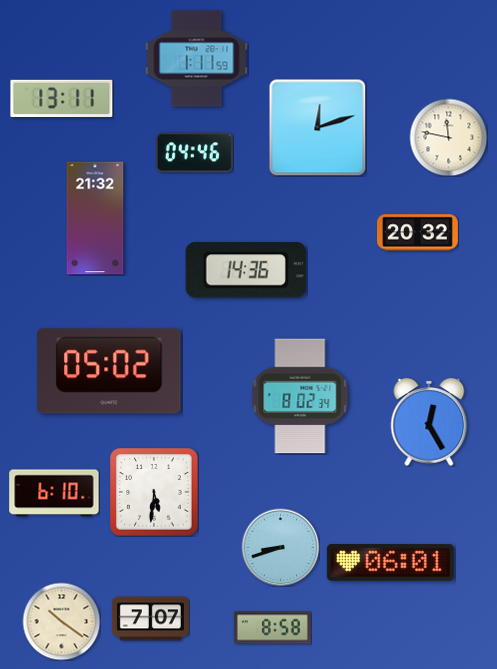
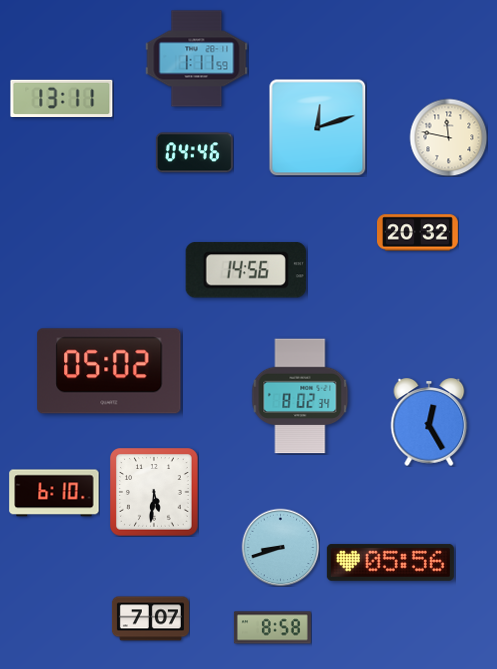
clock at (95, 218): 21:32 -> none
clock at (246, 270): 14:36 -> 14:56
clock at (390, 562): 06:01 -> 05:56
clock at (61, 621): 10:21 -> none
